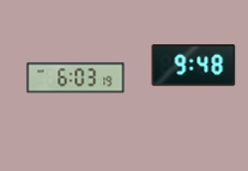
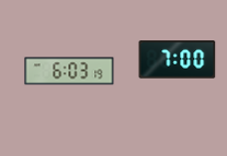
clock at (194, 66): 9:48 -> 7:00
